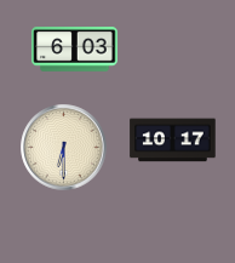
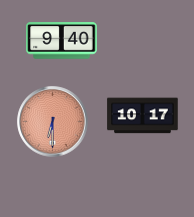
clock at (75, 50): 6:03 -> 9:40
clock at (64, 148) dial: cream -> salmon
